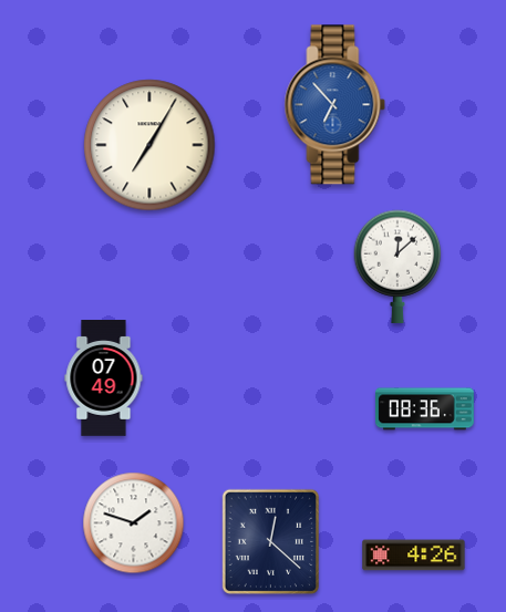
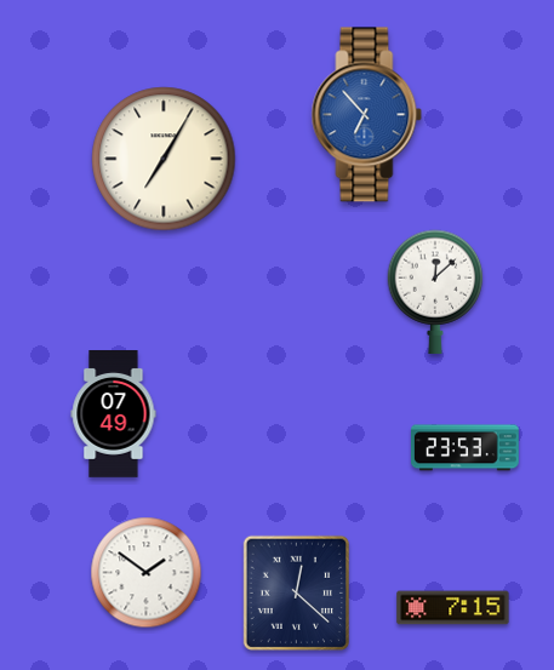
clock at (425, 409): 08:36 -> 23:53
clock at (134, 523): 1:48 -> 1:51
clock at (414, 556): 4:26 -> 7:15
